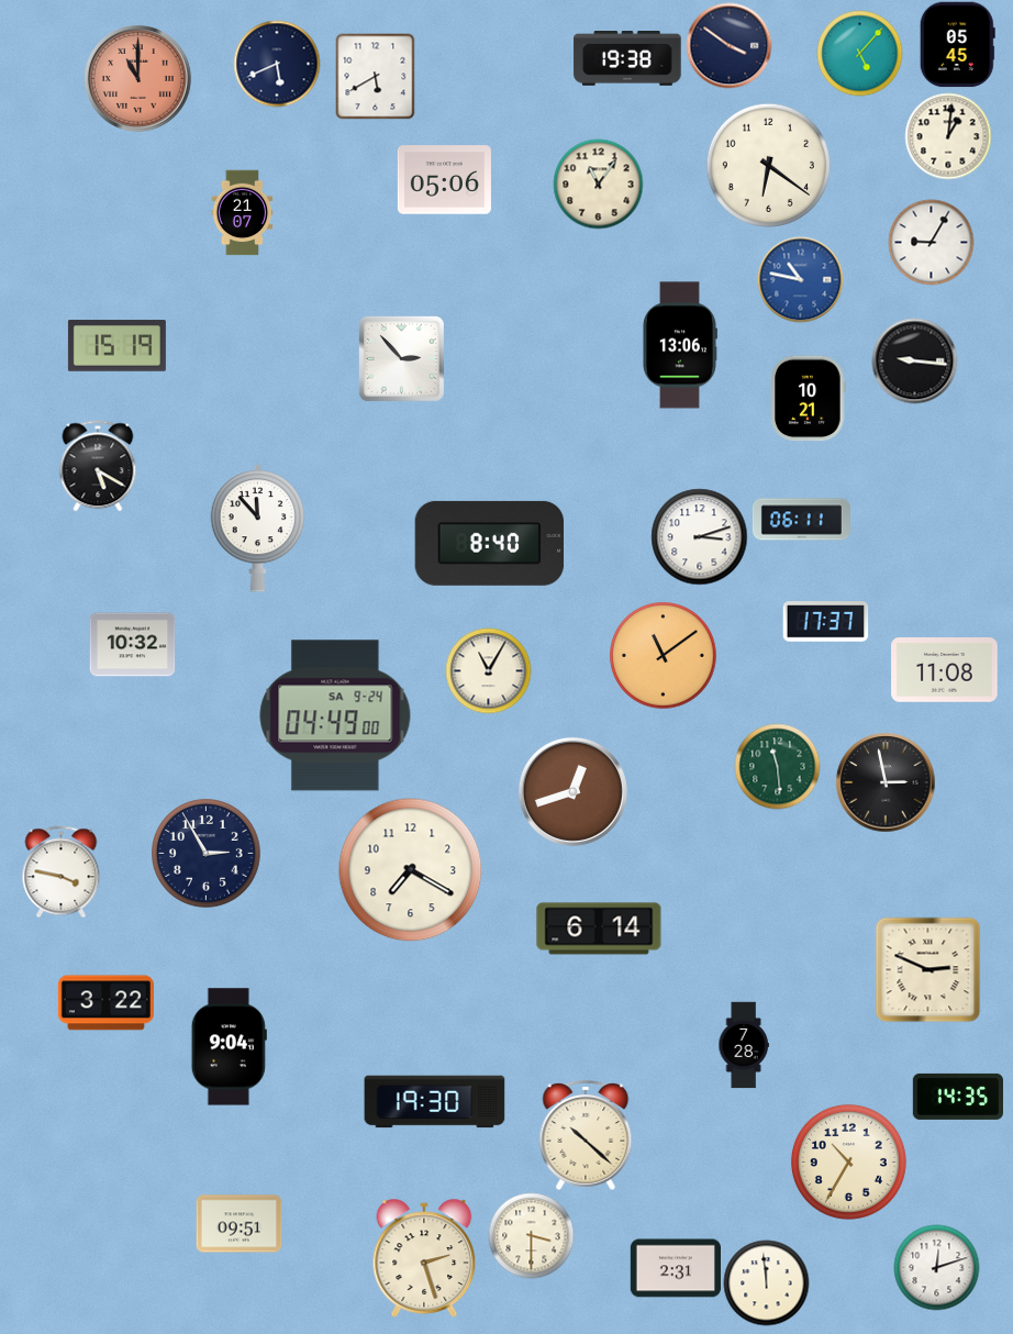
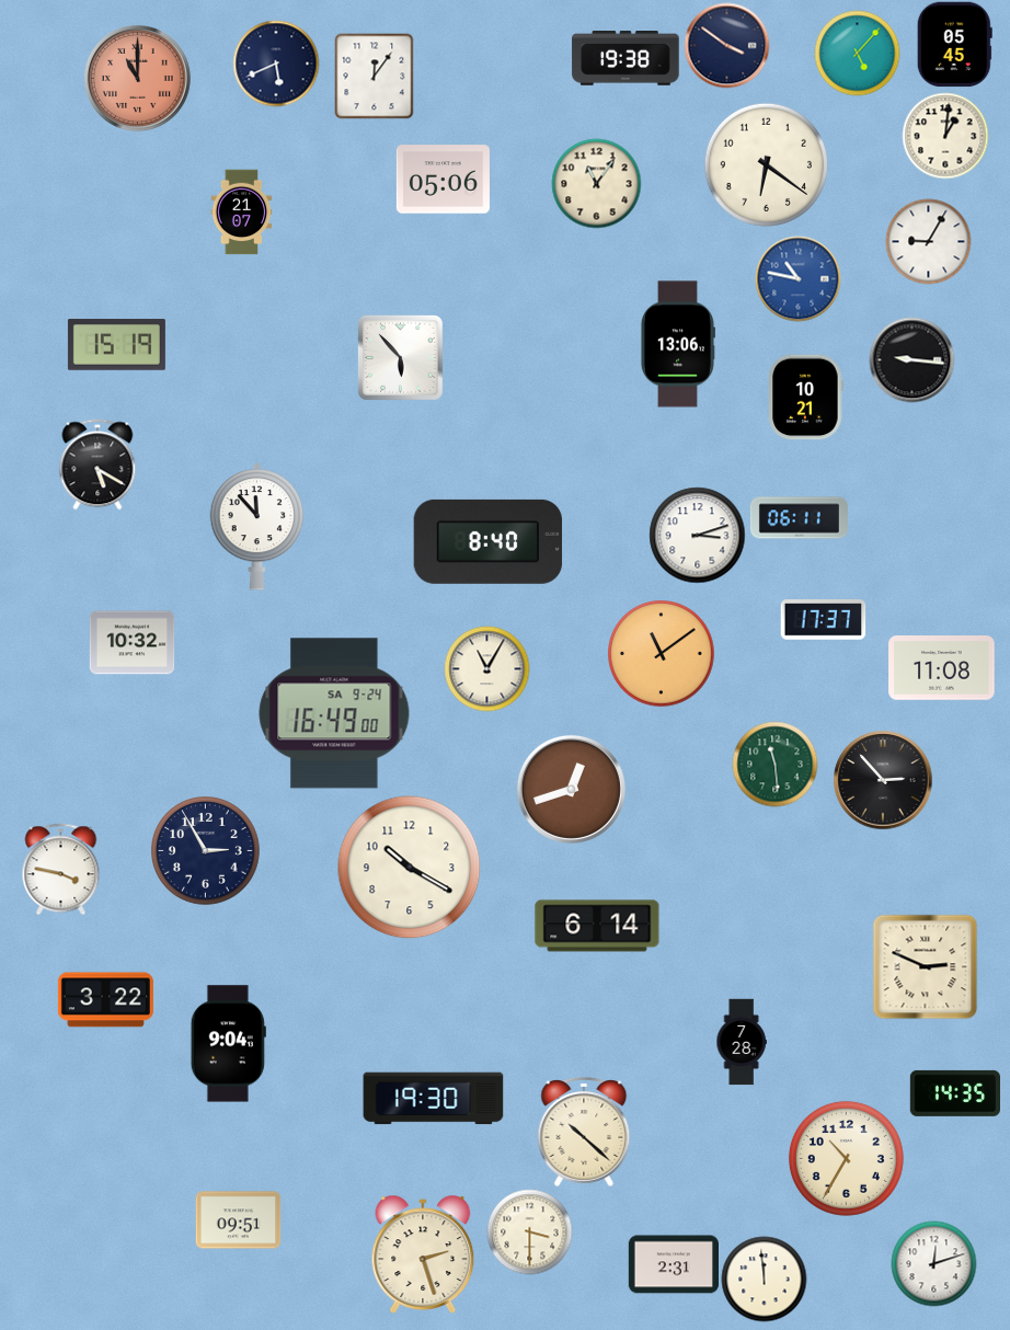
clock at (376, 76): 5:40 -> 12:06
clock at (402, 359): 2:53 -> 5:53
clock at (335, 715): 04:49 -> 16:49
clock at (886, 782): 2:58 -> 2:53
clock at (411, 870): 7:20 -> 10:20
